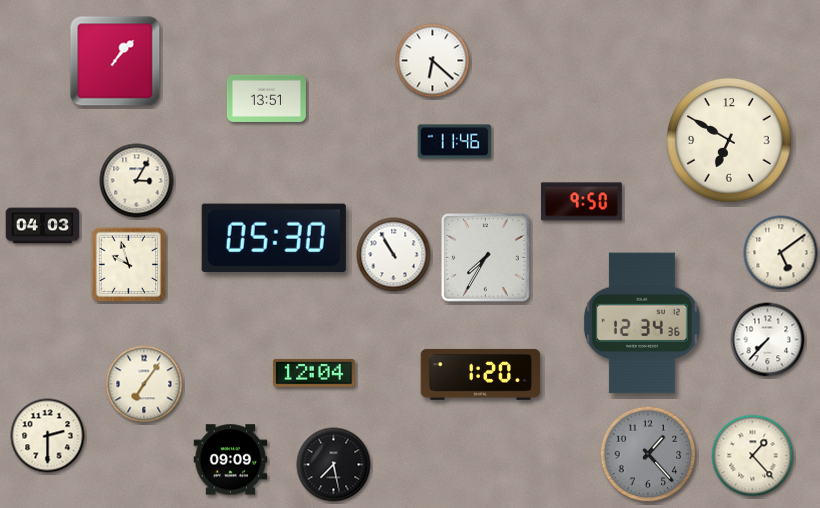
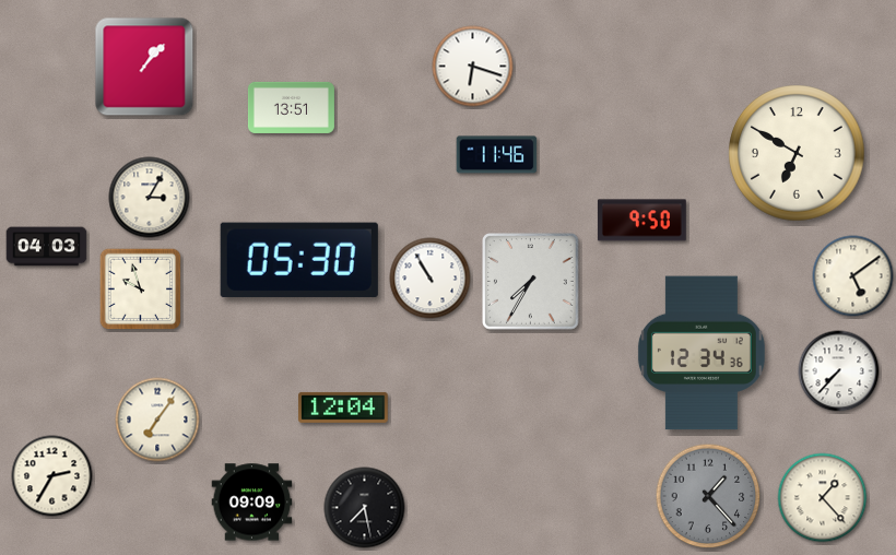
clock at (115, 61) position: (115, 61) -> (144, 67)
clock at (433, 61): 6:22 -> 6:18
clock at (581, 202) position: (581, 202) -> (641, 221)
clock at (481, 374): 1:20 -> none
clock at (48, 436): 2:30 -> 2:35
